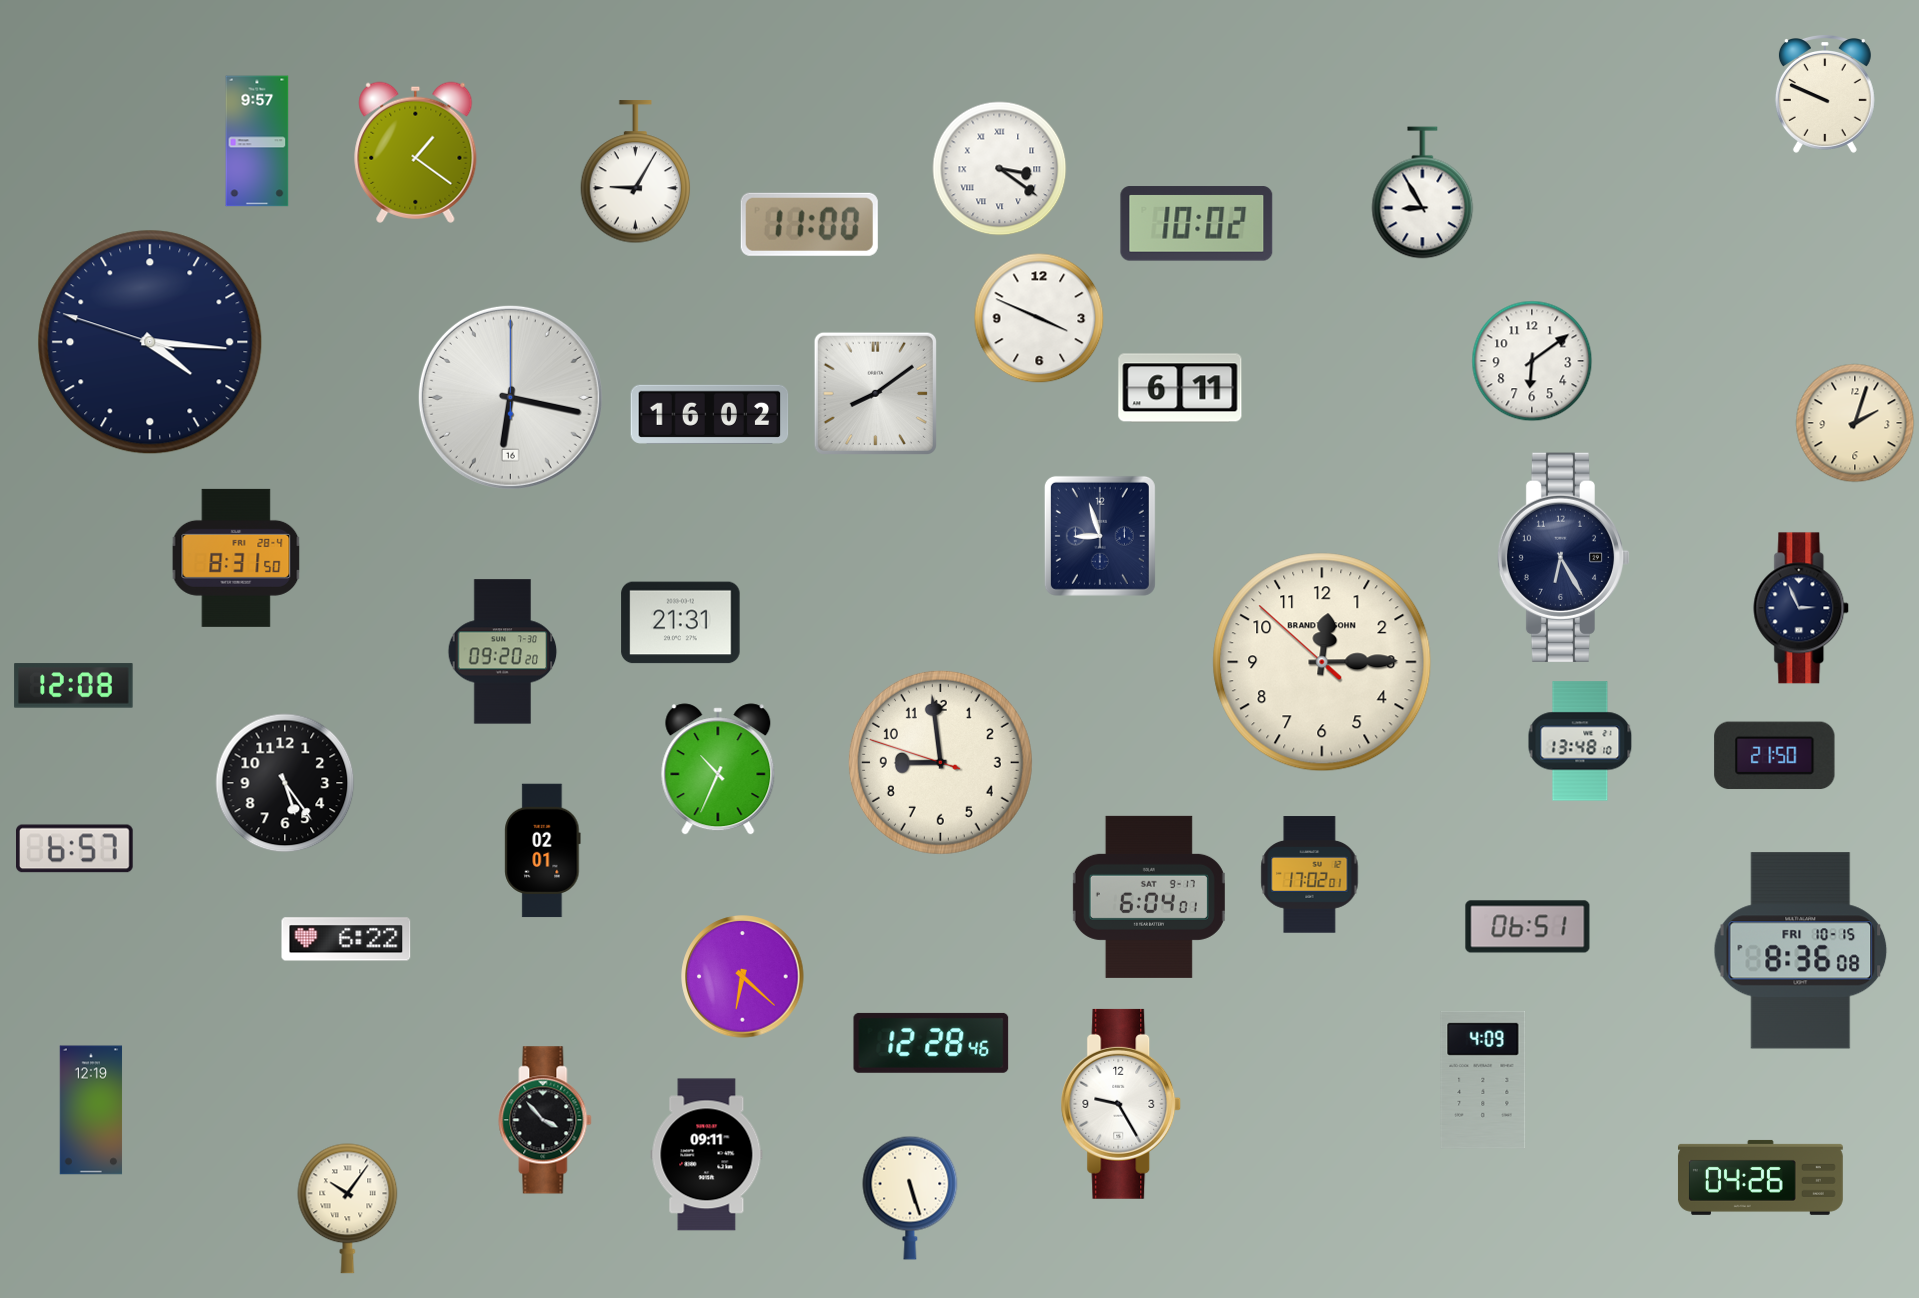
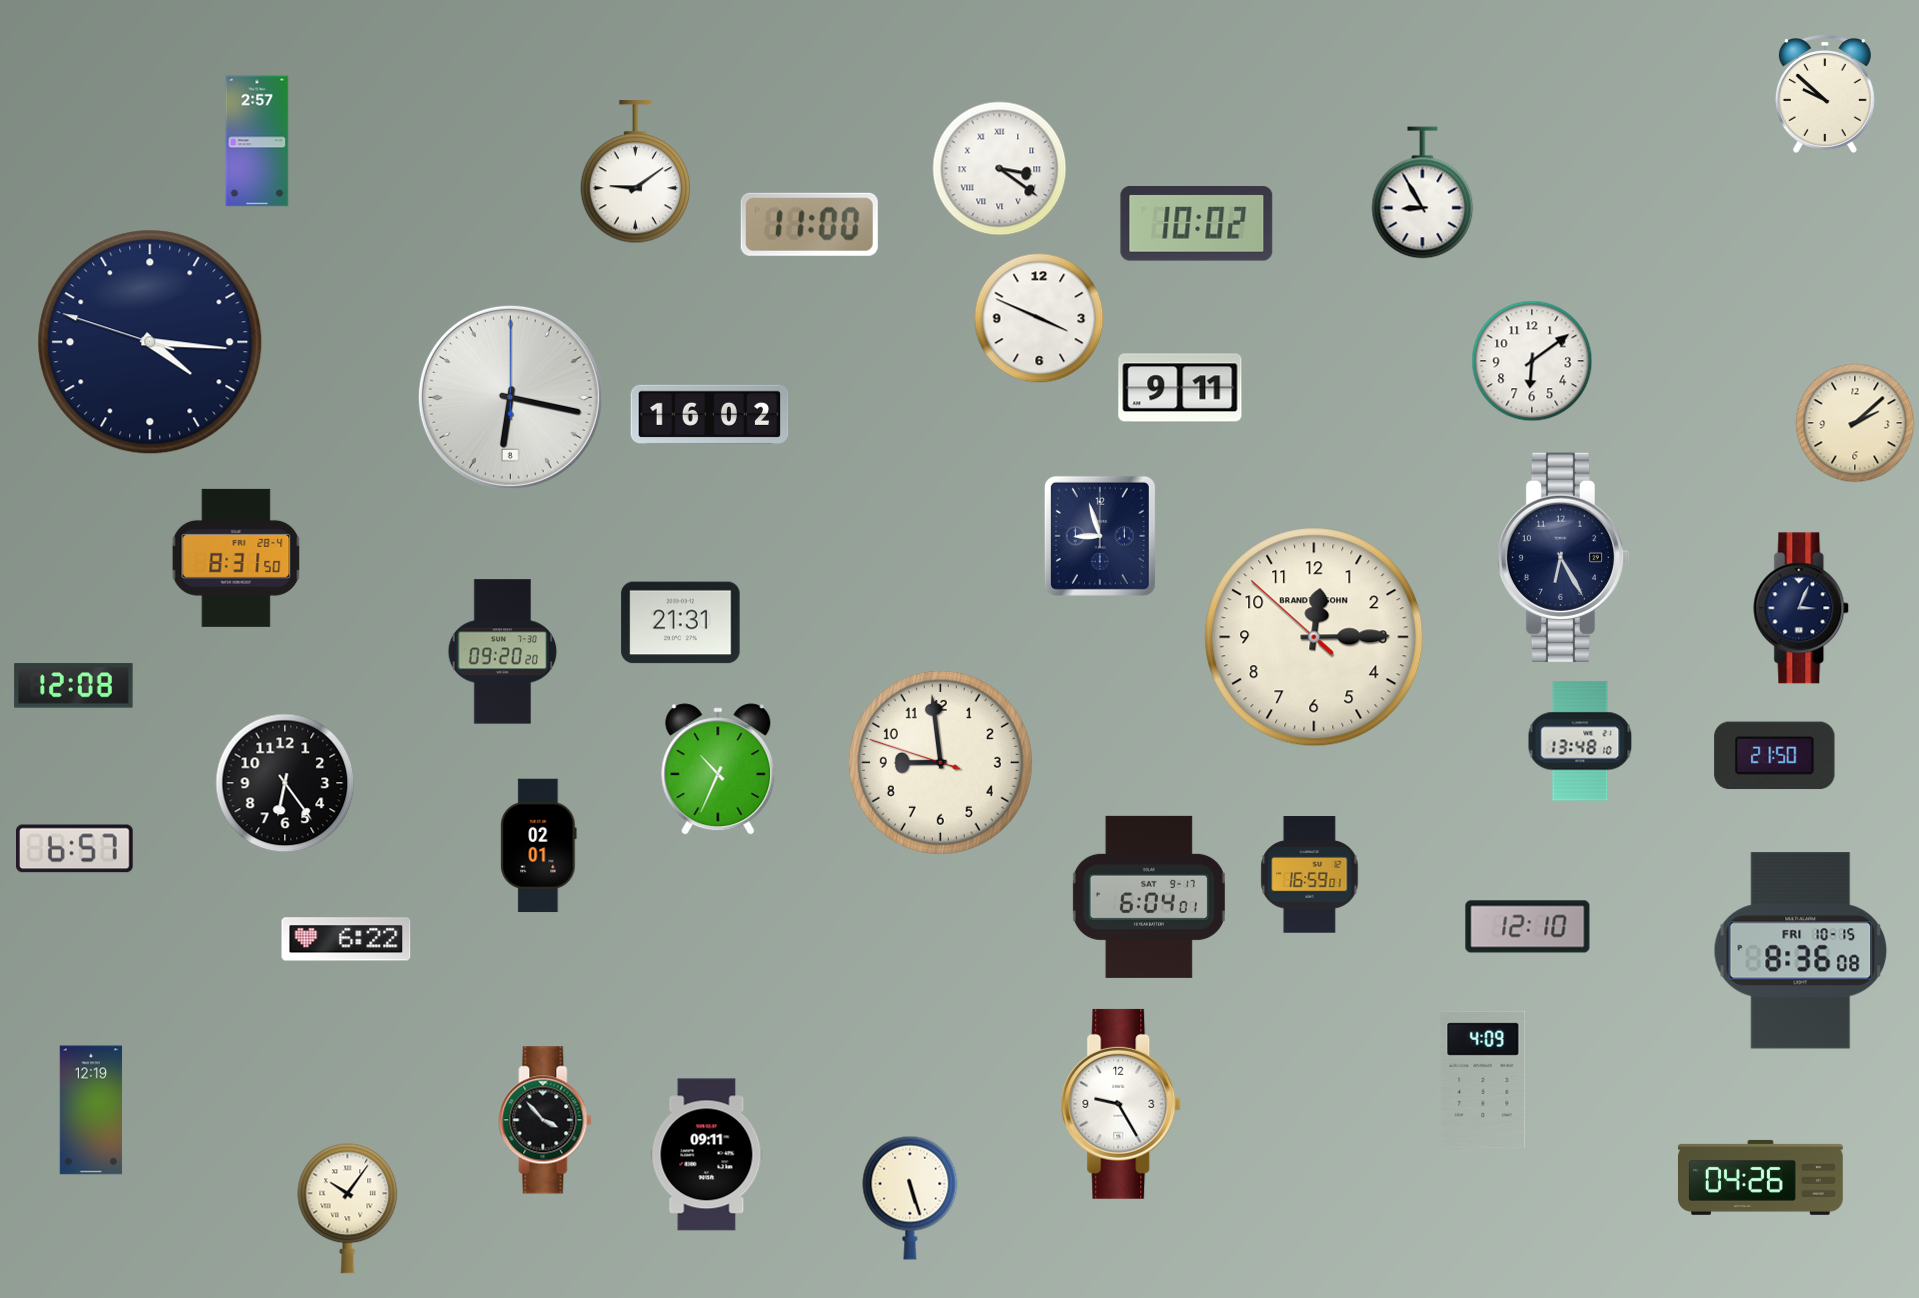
clock at (1825, 95): 9:49 -> 9:52
clock at (257, 141): 9:57 -> 2:57
clock at (416, 152): 1:21 -> none
clock at (636, 172): 9:05 -> 9:09
clock at (1180, 388): 6:11 -> 9:11
clock at (875, 393): 8:09 -> none
clock at (510, 397) date: 16 -> 8
clock at (1855, 423): 2:03 -> 2:08
clock at (1802, 608): 2:56 -> 3:04
clock at (1322, 662) position: (1322, 662) -> (1314, 637)
clock at (285, 783): 5:24 -> 6:24
clock at (543, 851) position: (543, 851) -> (539, 846)
clock at (1310, 875): 17:02 -> 16:59
clock at (1528, 927): 06:51 -> 12:10
clock at (743, 977): 6:22 -> none
clock at (931, 1043): 12:28 -> none
